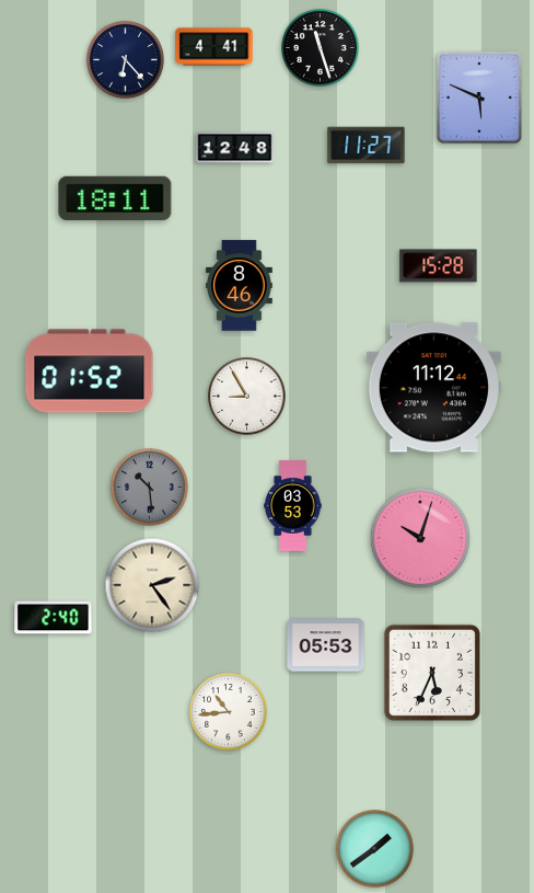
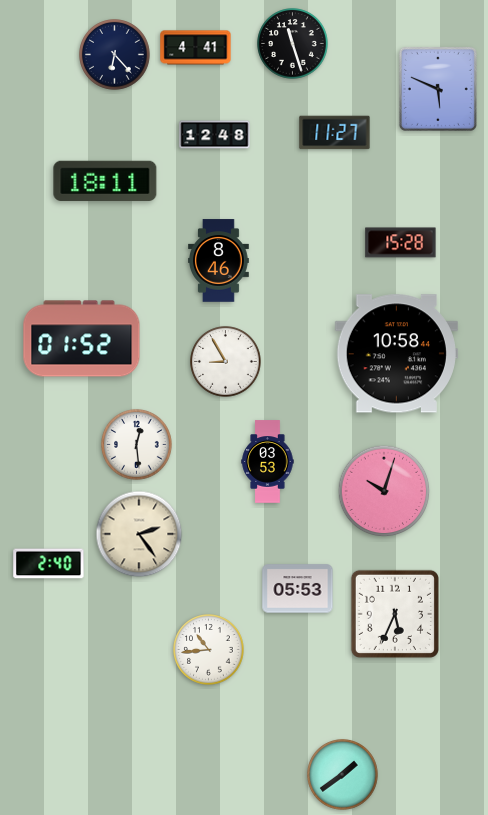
clock at (214, 47) position: (214, 47) -> (196, 48)
clock at (433, 388): 11:12 -> 10:58
clock at (150, 488): 10:29 -> 12:29
clock at (150, 488) dial: grey -> white
